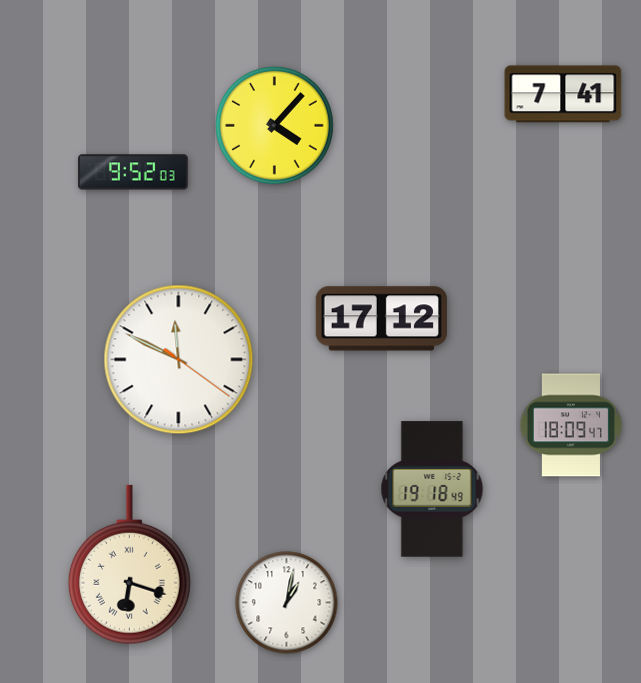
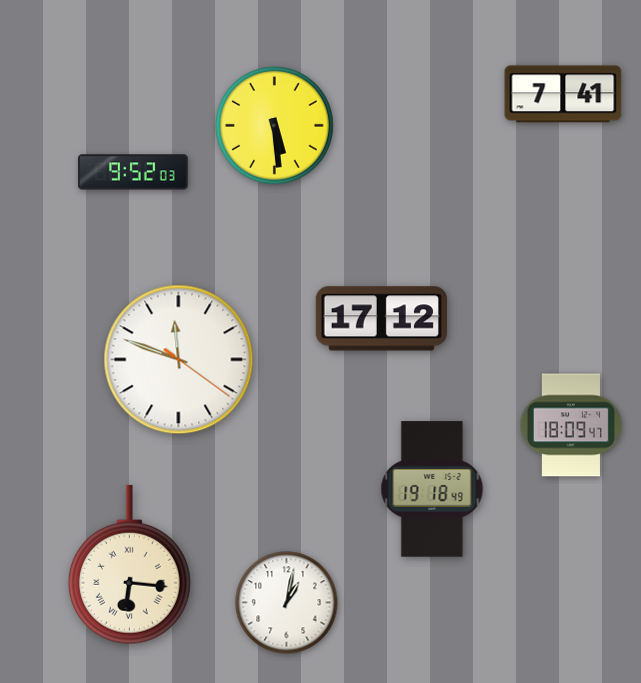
clock at (275, 126): 4:07 -> 5:29
clock at (179, 360): 11:49 -> 11:48
clock at (129, 565): 6:18 -> 6:16
